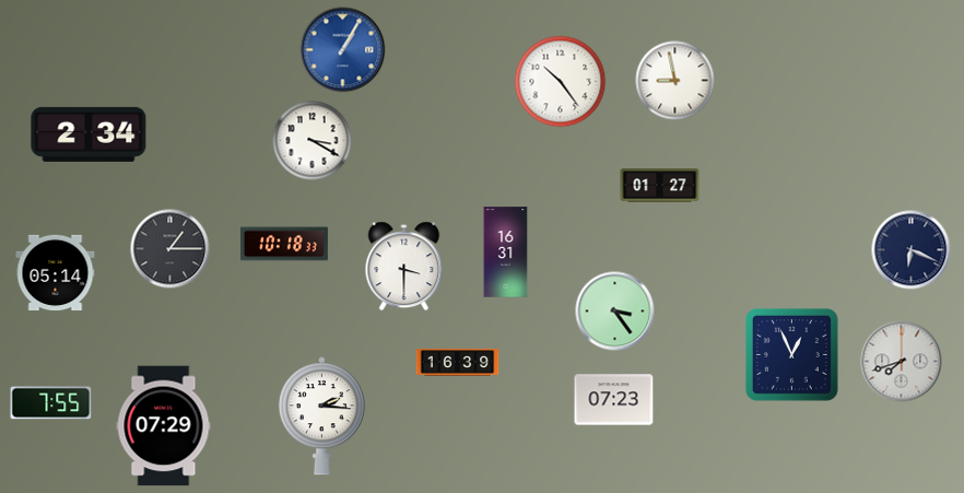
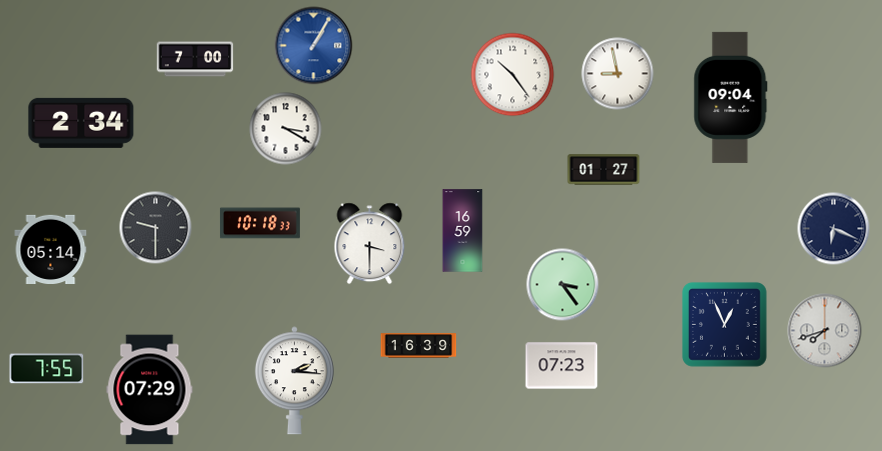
clock at (195, 59): none -> 7:00
clock at (731, 97): none -> 09:04
clock at (171, 249): 1:15 -> 9:30
clock at (506, 253): 16:31 -> 16:59
clock at (458, 363) position: (458, 363) -> (419, 346)
